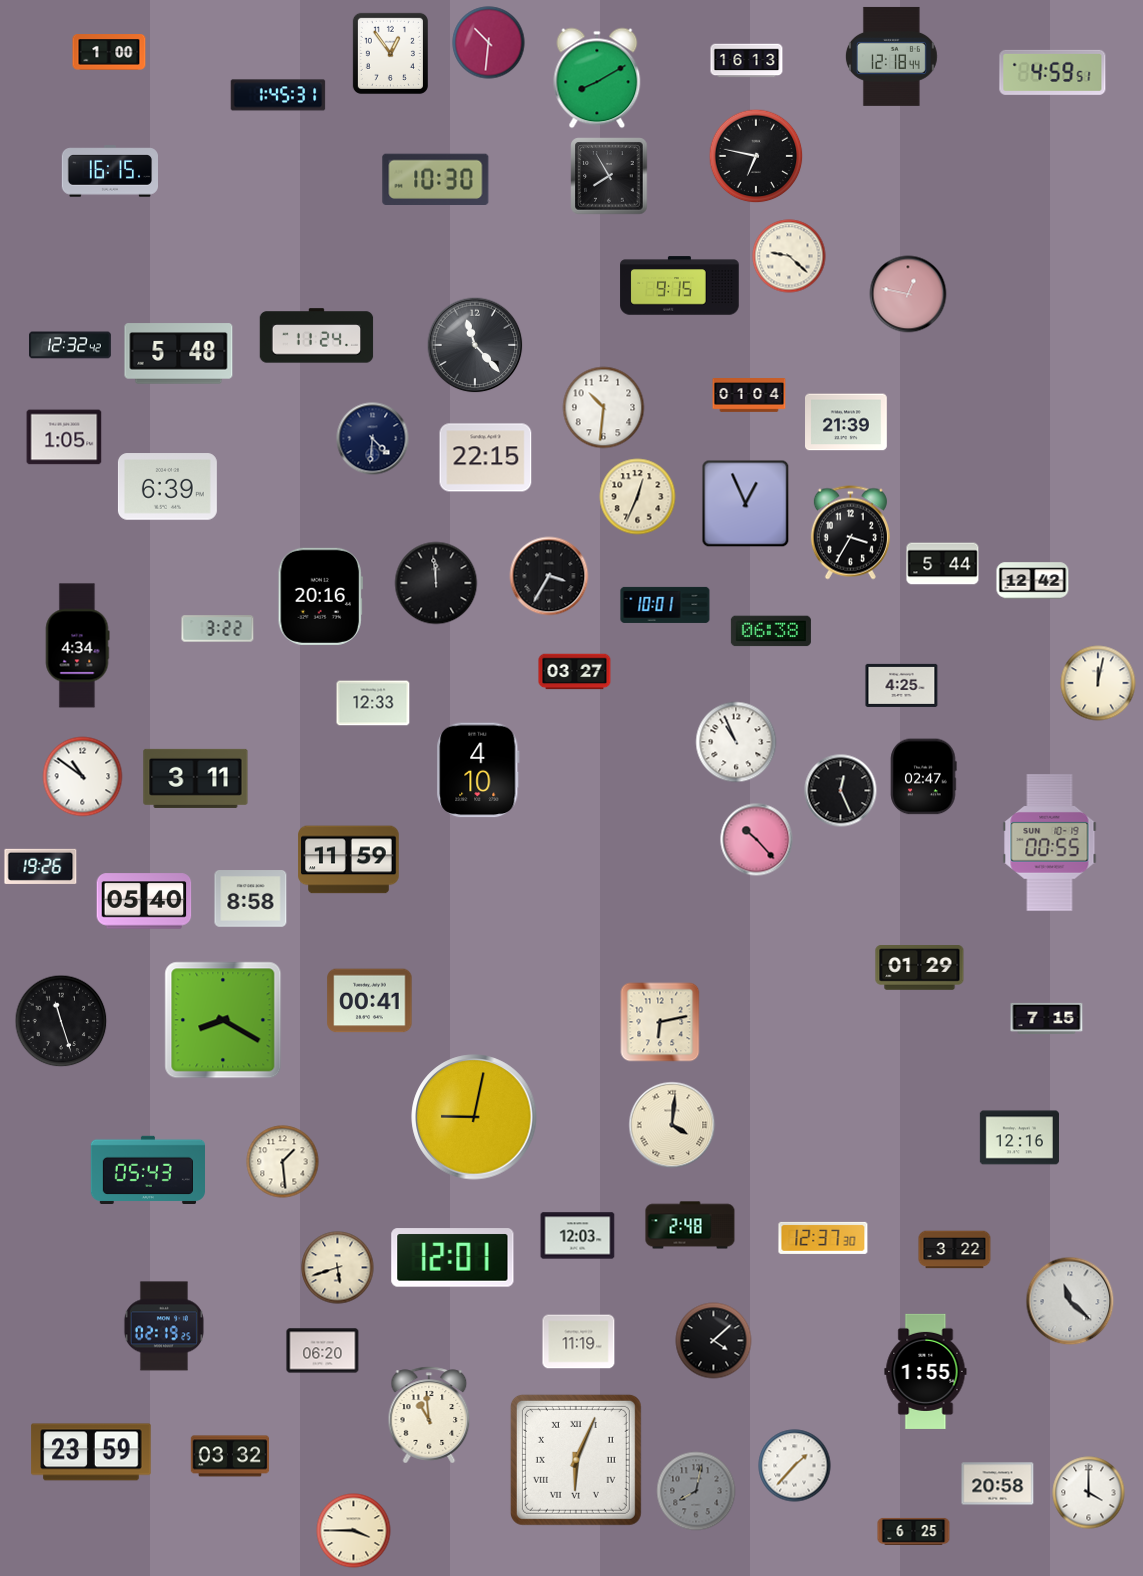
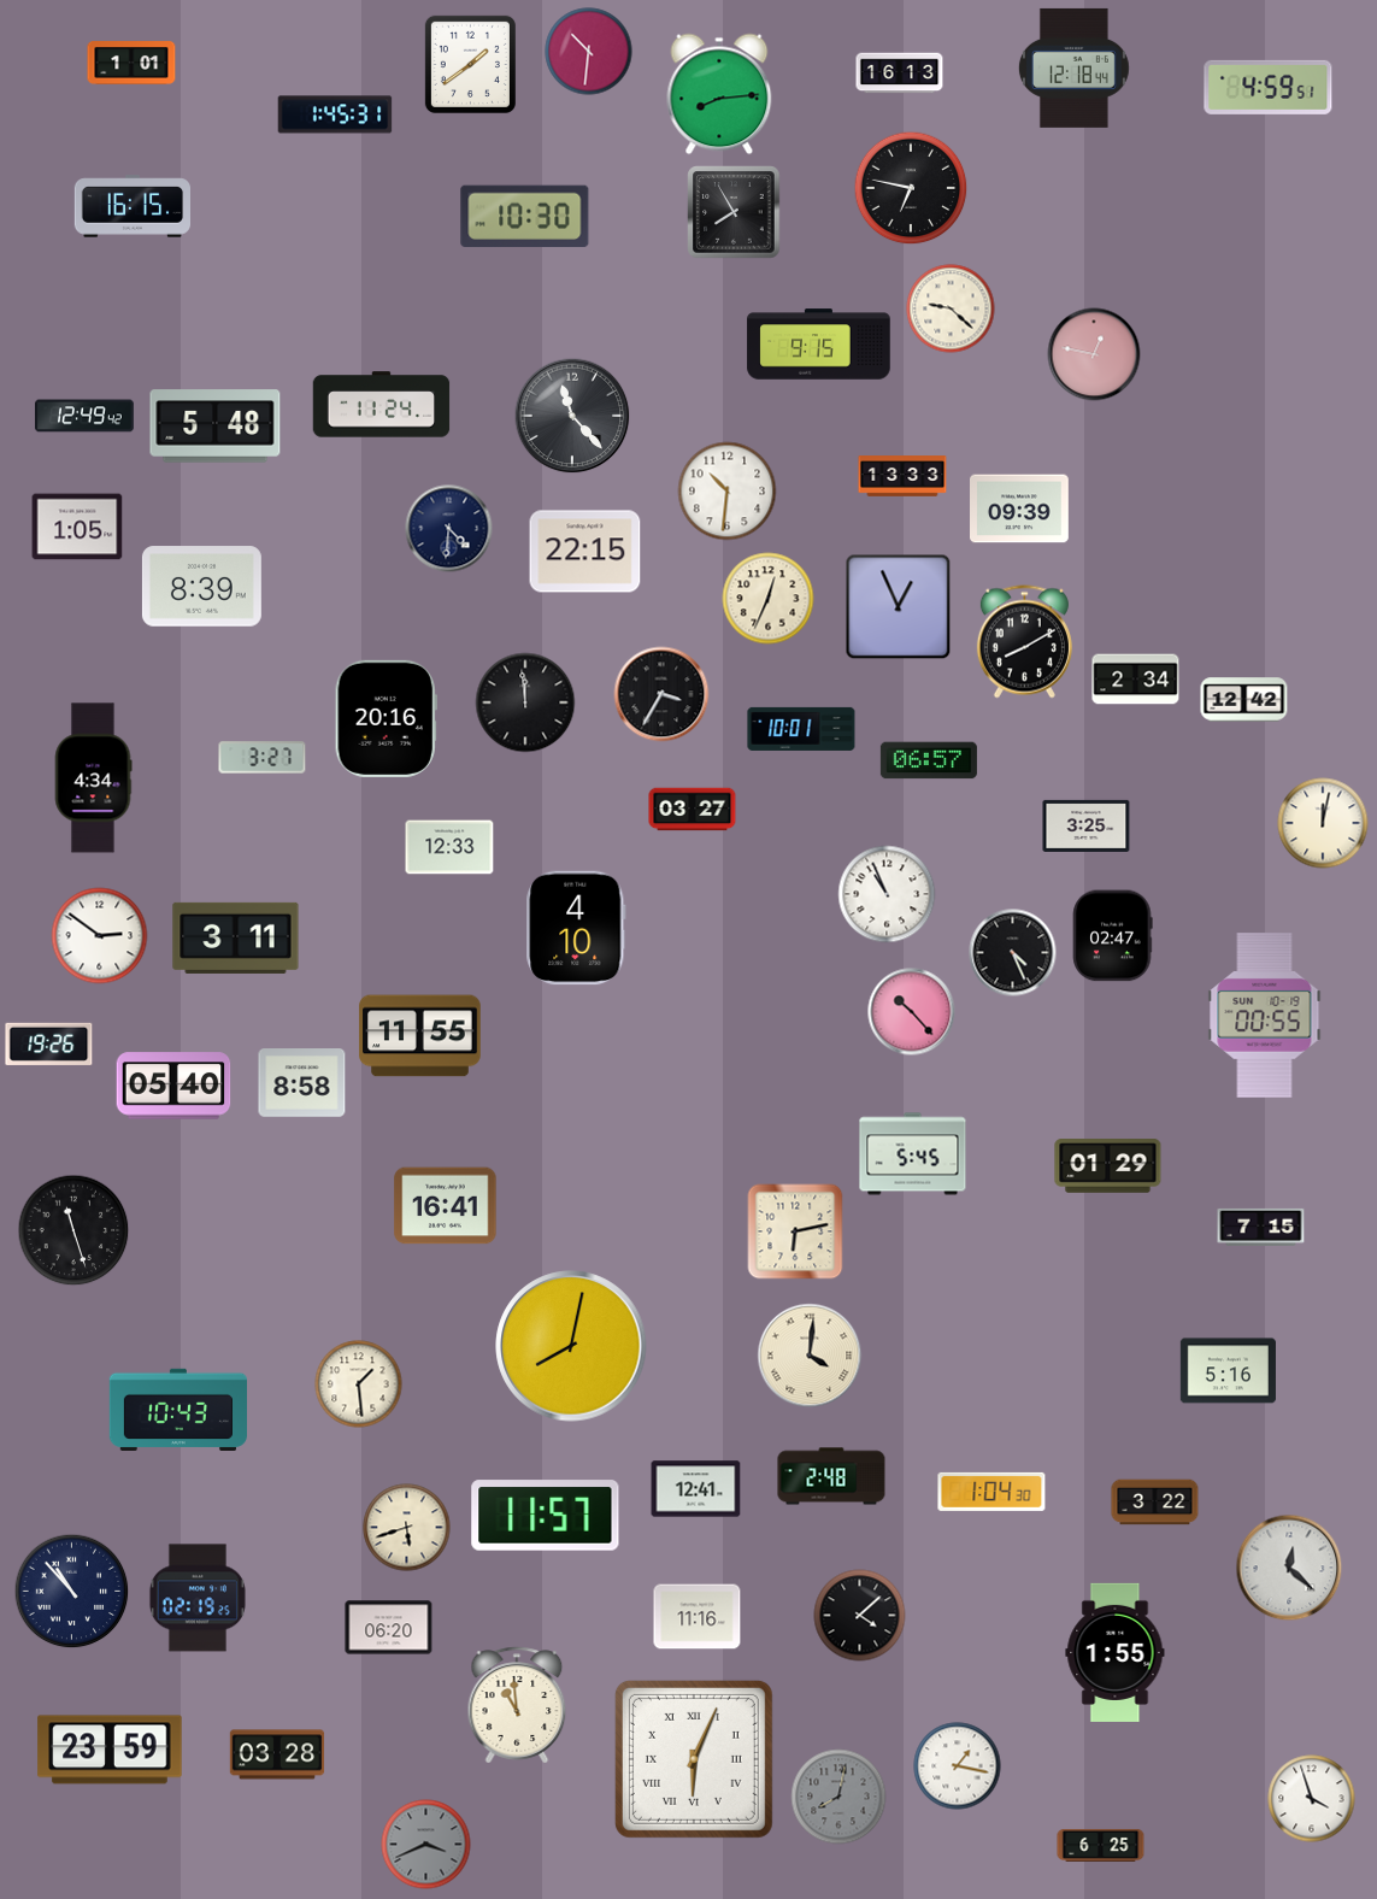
clock at (109, 52): 1:00 -> 1:01
clock at (390, 53): 12:54 -> 1:39
clock at (597, 78): 8:10 -> 8:14
clock at (70, 345): 12:32 -> 12:49
clock at (749, 395): 01:04 -> 13:33
clock at (847, 422): 21:39 -> 09:39
clock at (167, 487): 6:39 -> 8:39
clock at (850, 533): 3:35 -> 8:10
clock at (943, 564): 5:44 -> 2:34
clock at (218, 629): 3:22 -> 3:27
clock at (771, 631): 06:38 -> 06:57
clock at (902, 685): 4:25 -> 3:25
clock at (83, 777): 10:51 -> 2:51
clock at (841, 791): 12:26 -> 4:26
clock at (349, 860): 11:59 -> 11:55
clock at (913, 1154): none -> 5:45
clock at (370, 1001): 00:41 -> 16:41
clock at (223, 1020): 8:20 -> none
clock at (474, 1117): 9:02 -> 8:02
clock at (1019, 1138): 12:16 -> 5:16
clock at (283, 1162) position: (283, 1162) -> (359, 1384)
clock at (147, 1169): 05:43 -> 10:43
clock at (578, 1236): 12:03 -> 12:41
clock at (823, 1238): 12:37 -> 1:04
clock at (955, 1250) position: (955, 1250) -> (1155, 1503)
clock at (453, 1258): 12:01 -> 11:57
clock at (1070, 1301): 11:22 -> 12:22
clock at (72, 1592): none -> 10:53
clock at (579, 1342): 11:19 -> 11:16
clock at (230, 1456): 03:32 -> 03:28
clock at (795, 1466): 1:37 -> 1:17
clock at (998, 1484): 20:58 -> none
clock at (1089, 1493): 4:00 -> 3:57
clock at (354, 1531): 3:45 -> 3:41
clock at (354, 1531) dial: cream -> grey
